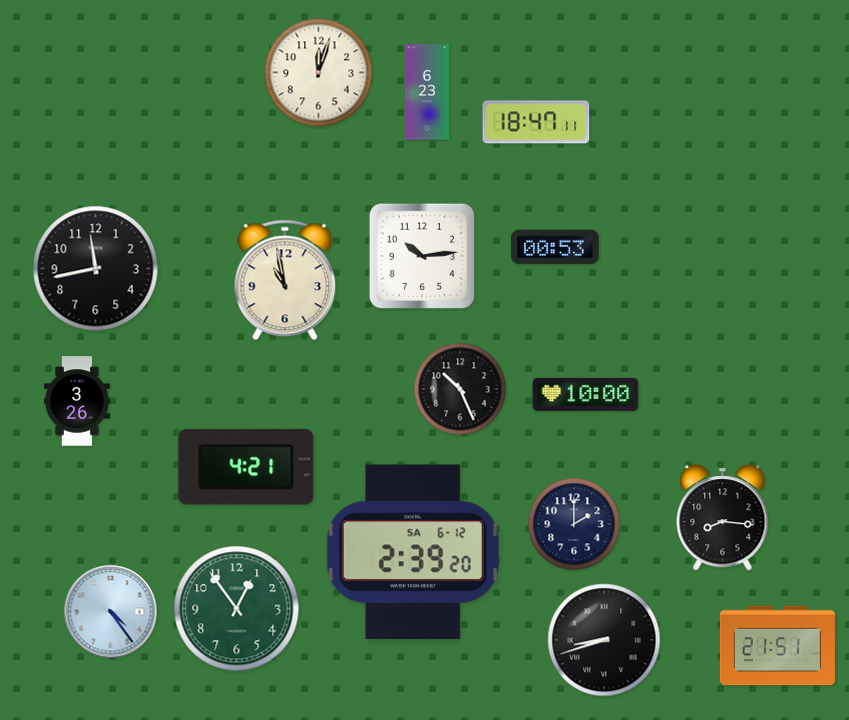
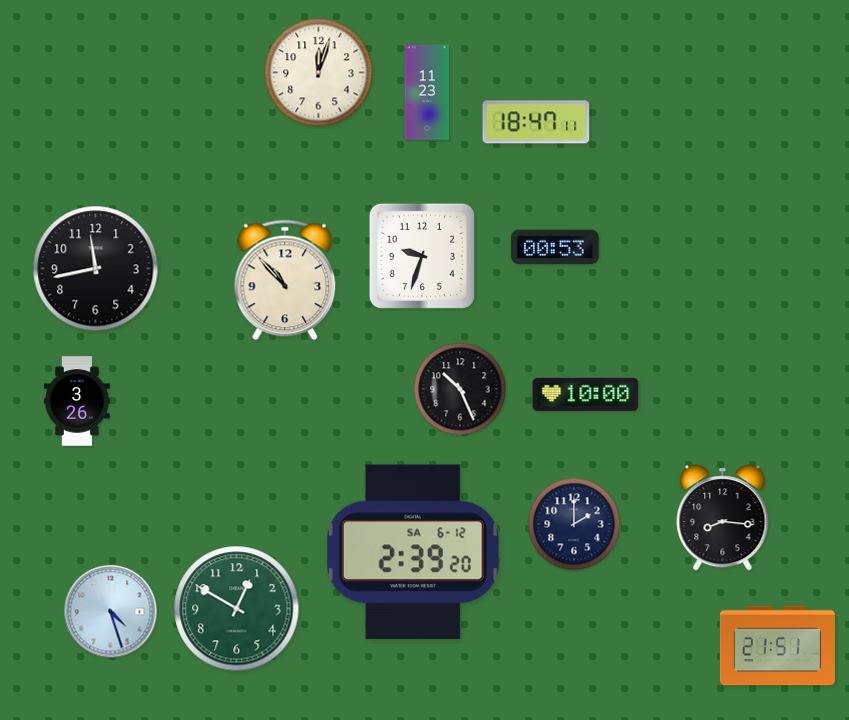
clock at (427, 92): 6:23 -> 11:23
clock at (422, 256): 10:14 -> 9:33
clock at (285, 280): 10:58 -> 10:53
clock at (246, 467): 4:21 -> none
clock at (237, 609): 12:54 -> 12:50
clock at (111, 612): 4:24 -> 4:27
clock at (604, 640): 8:42 -> none
